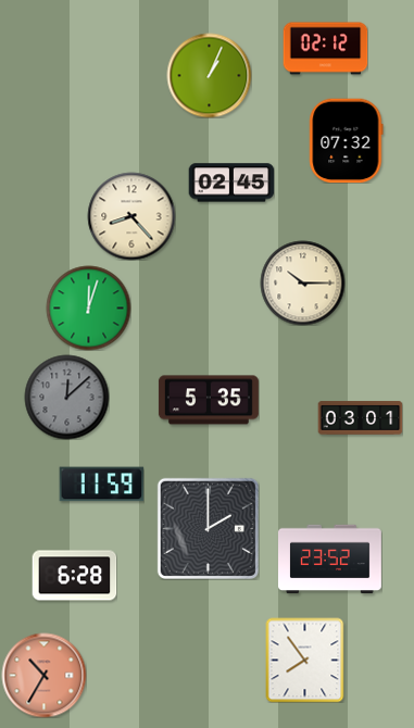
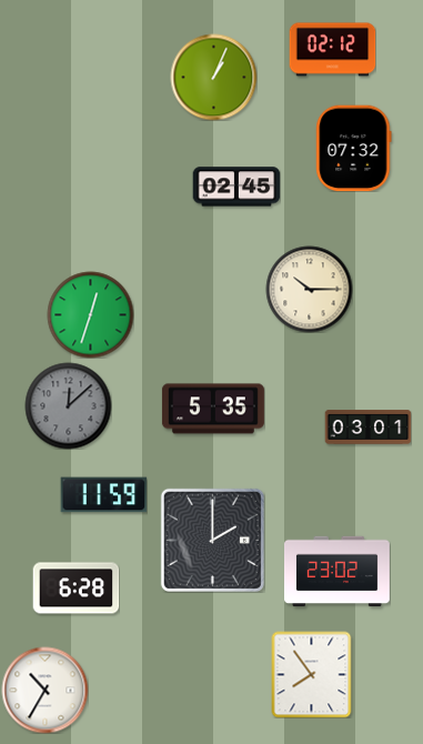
clock at (347, 140) position: (347, 140) -> (354, 148)
clock at (131, 216): 8:23 -> none
clock at (88, 307): 12:03 -> 12:33
clock at (330, 560): 23:52 -> 23:02
clock at (43, 675) dial: salmon -> white
